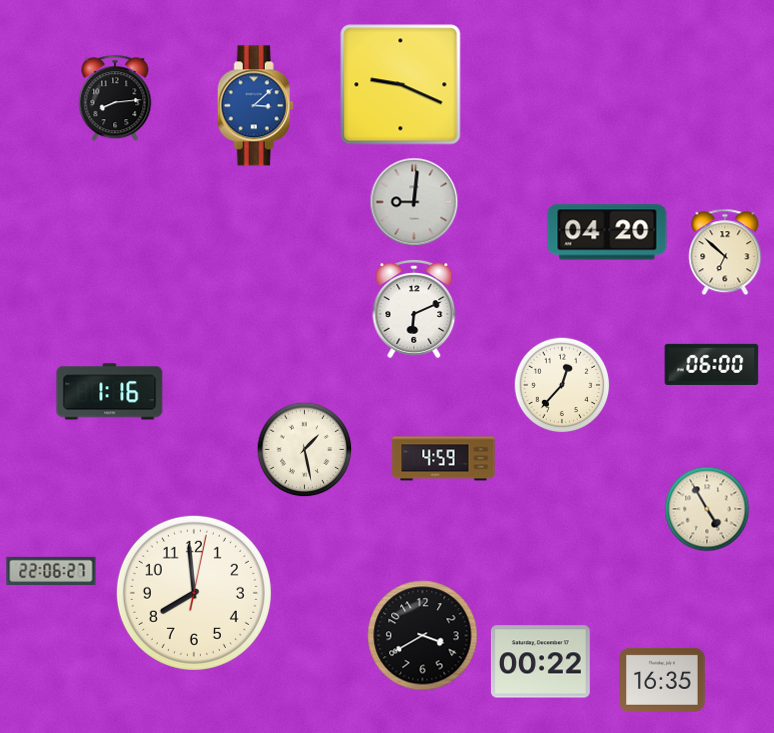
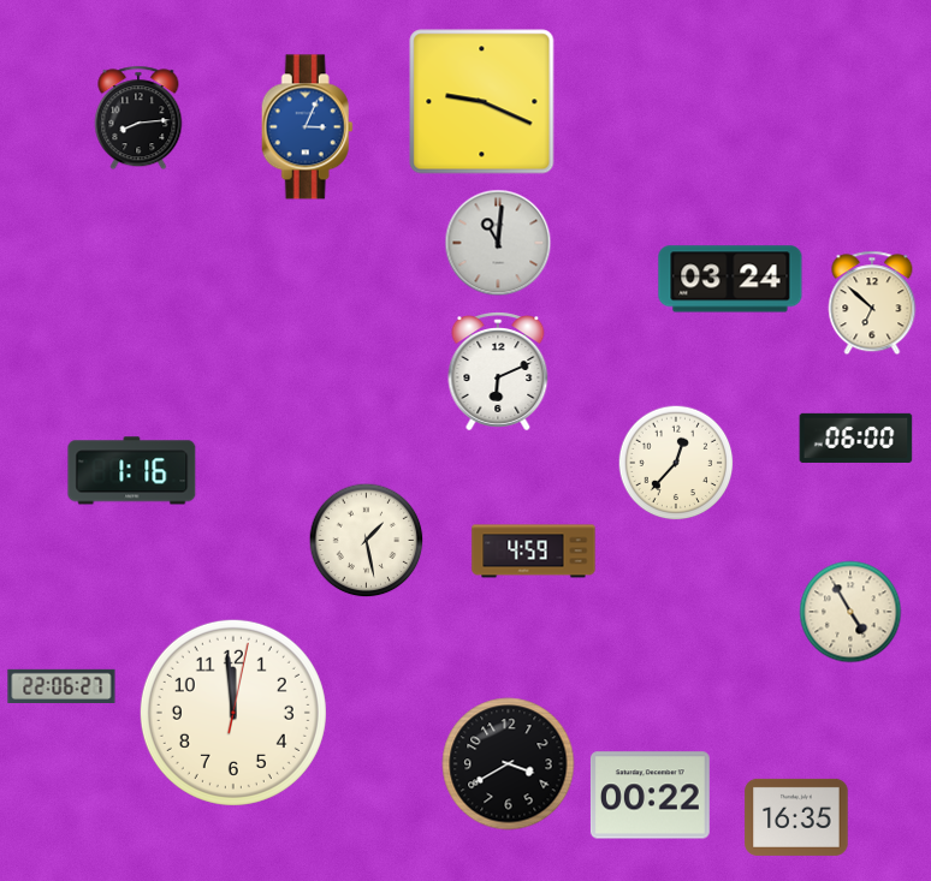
clock at (255, 106): 3:08 -> 3:04
clock at (414, 202): 9:01 -> 11:01
clock at (607, 232): 04:20 -> 03:24
clock at (194, 593): 7:59 -> 11:59
